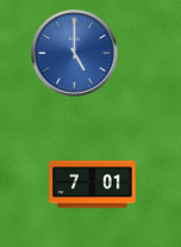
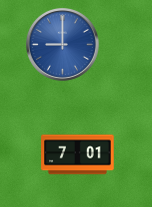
clock at (75, 54): 5:00 -> 9:00
